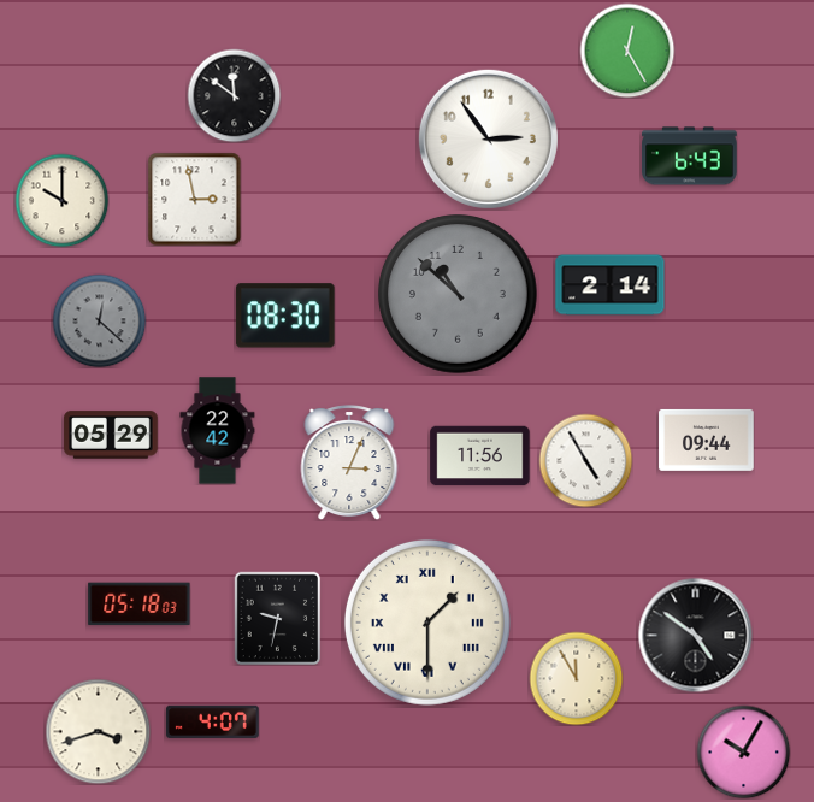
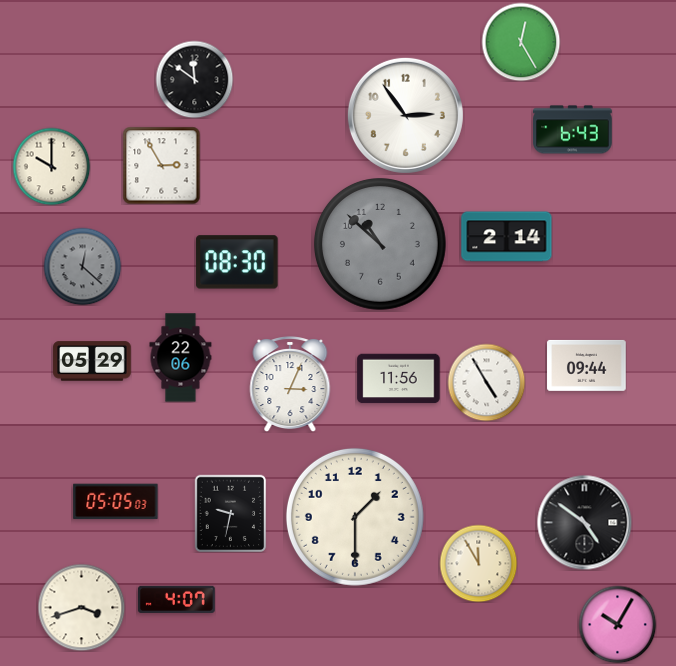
clock at (194, 199): 2:58 -> 2:55
clock at (218, 431): 22:42 -> 22:06
clock at (140, 605): 05:18 -> 05:05
clock at (427, 623) numerals: Roman -> Arabic
clock at (695, 635) position: (695, 635) -> (584, 522)
